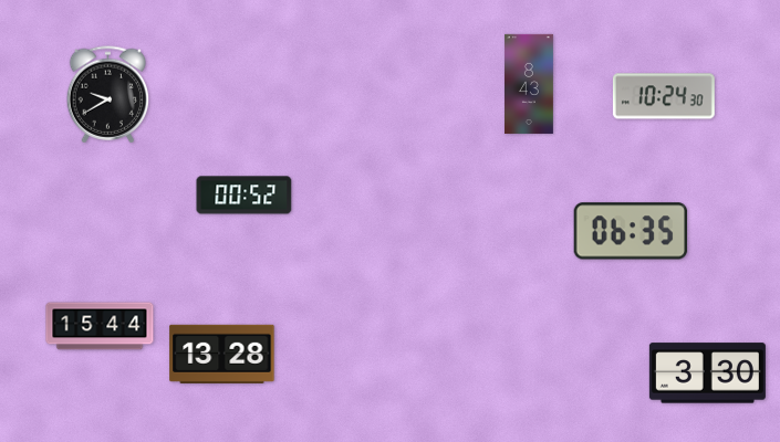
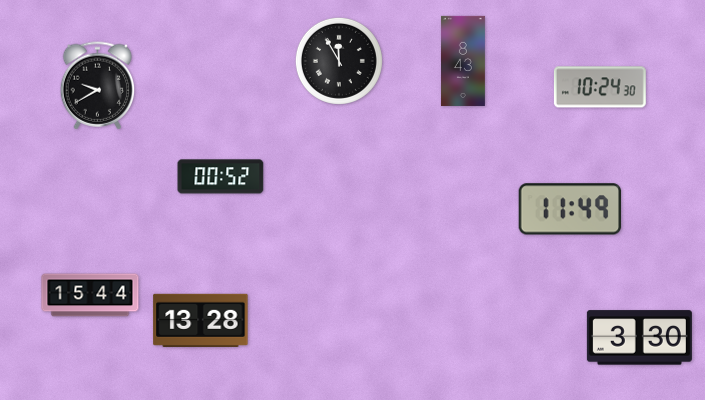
clock at (339, 61): none -> 11:55
clock at (530, 84) position: (530, 84) -> (464, 61)
clock at (631, 231): 06:35 -> 11:49
